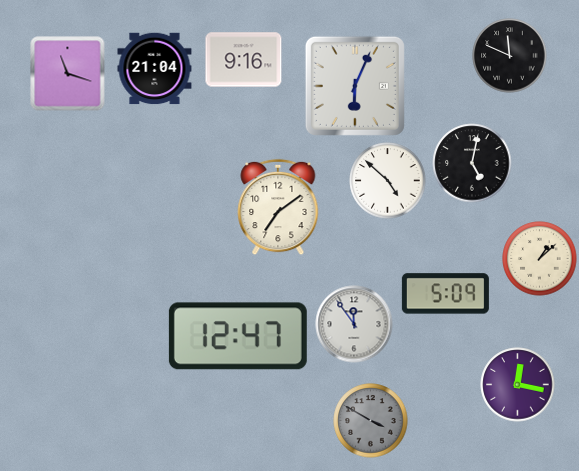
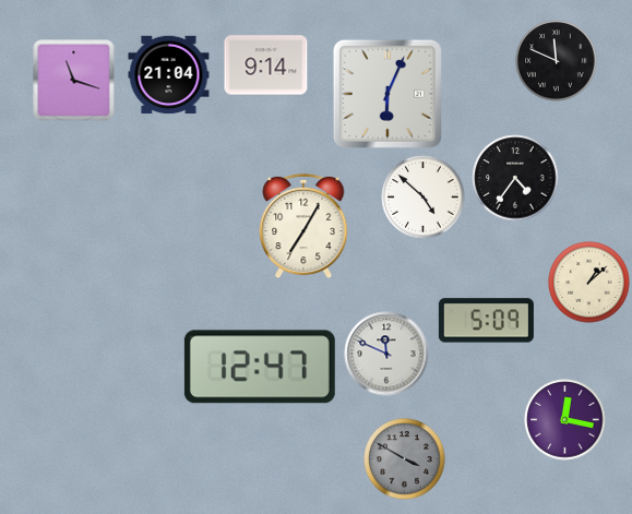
clock at (244, 60): 9:16 -> 9:14
clock at (472, 163): 5:02 -> 4:36
clock at (278, 207): 7:09 -> 7:05
clock at (354, 324): 11:54 -> 11:49
